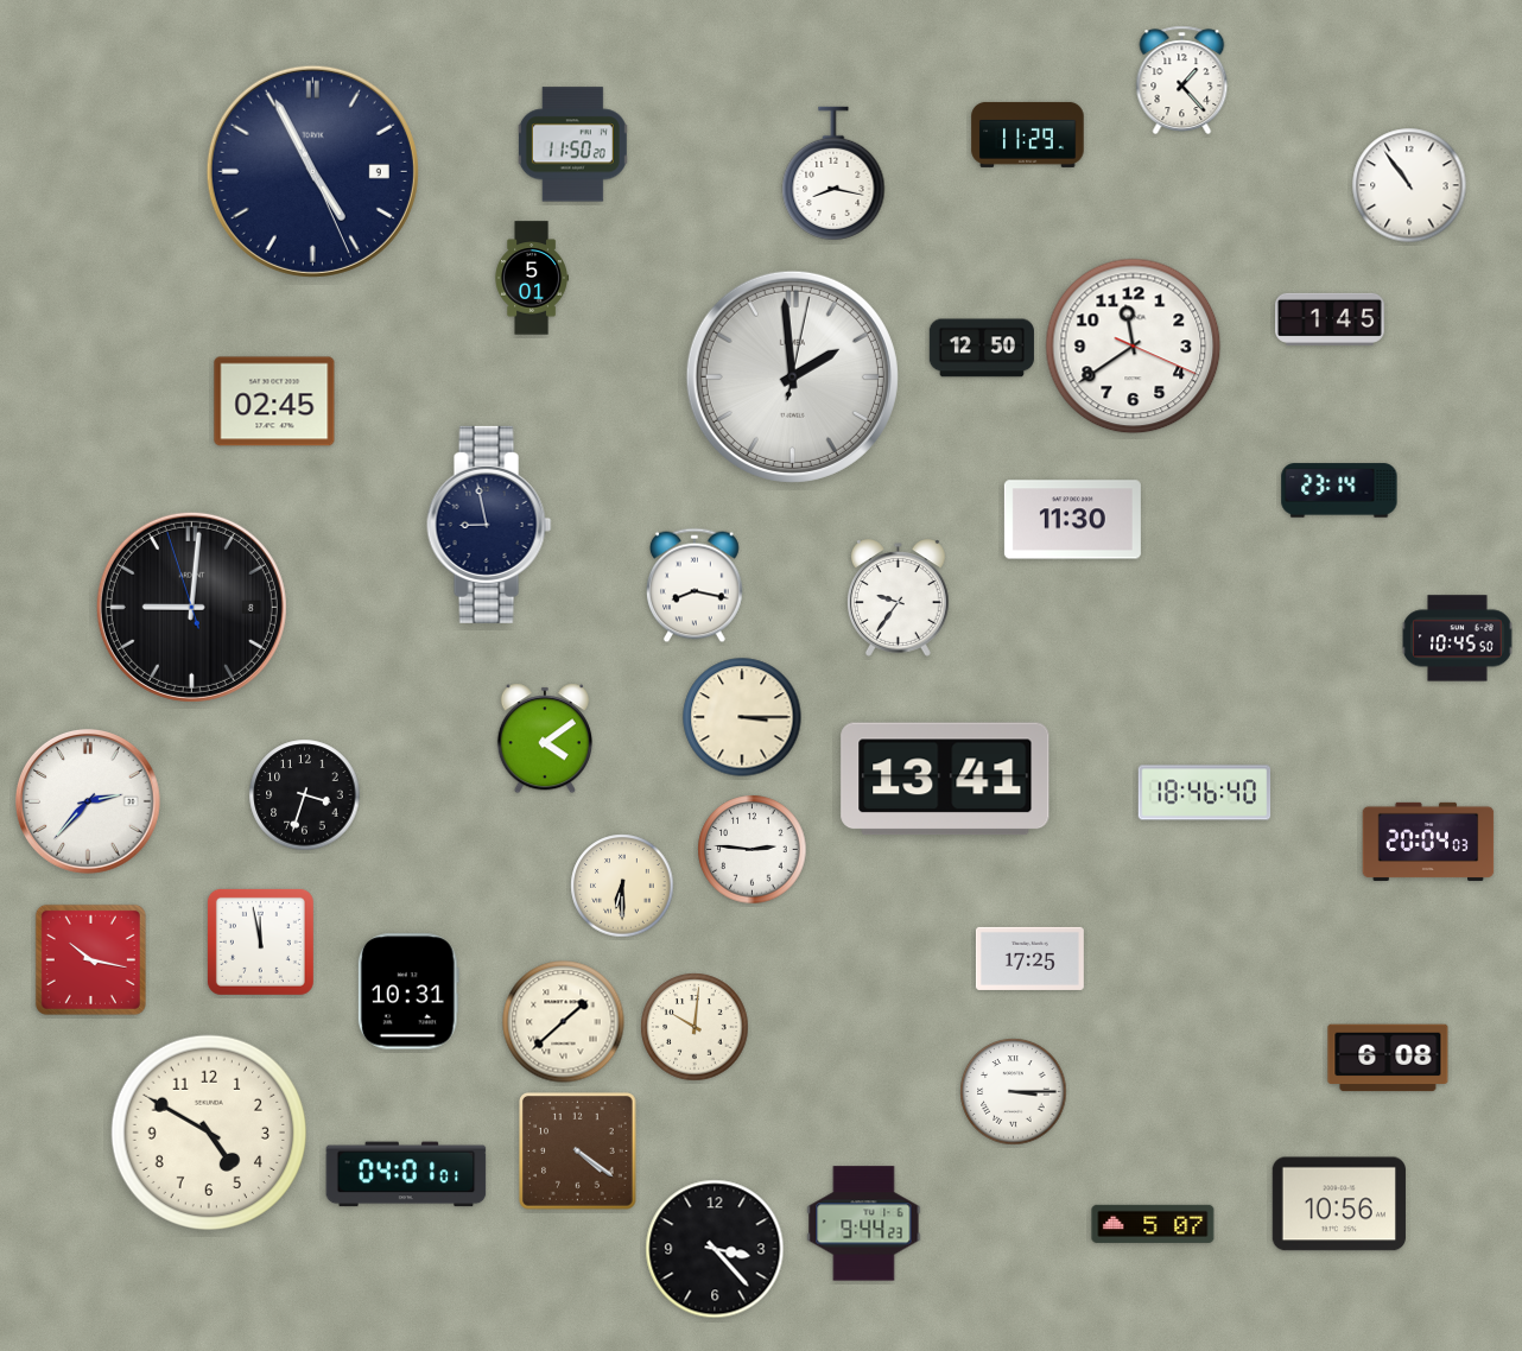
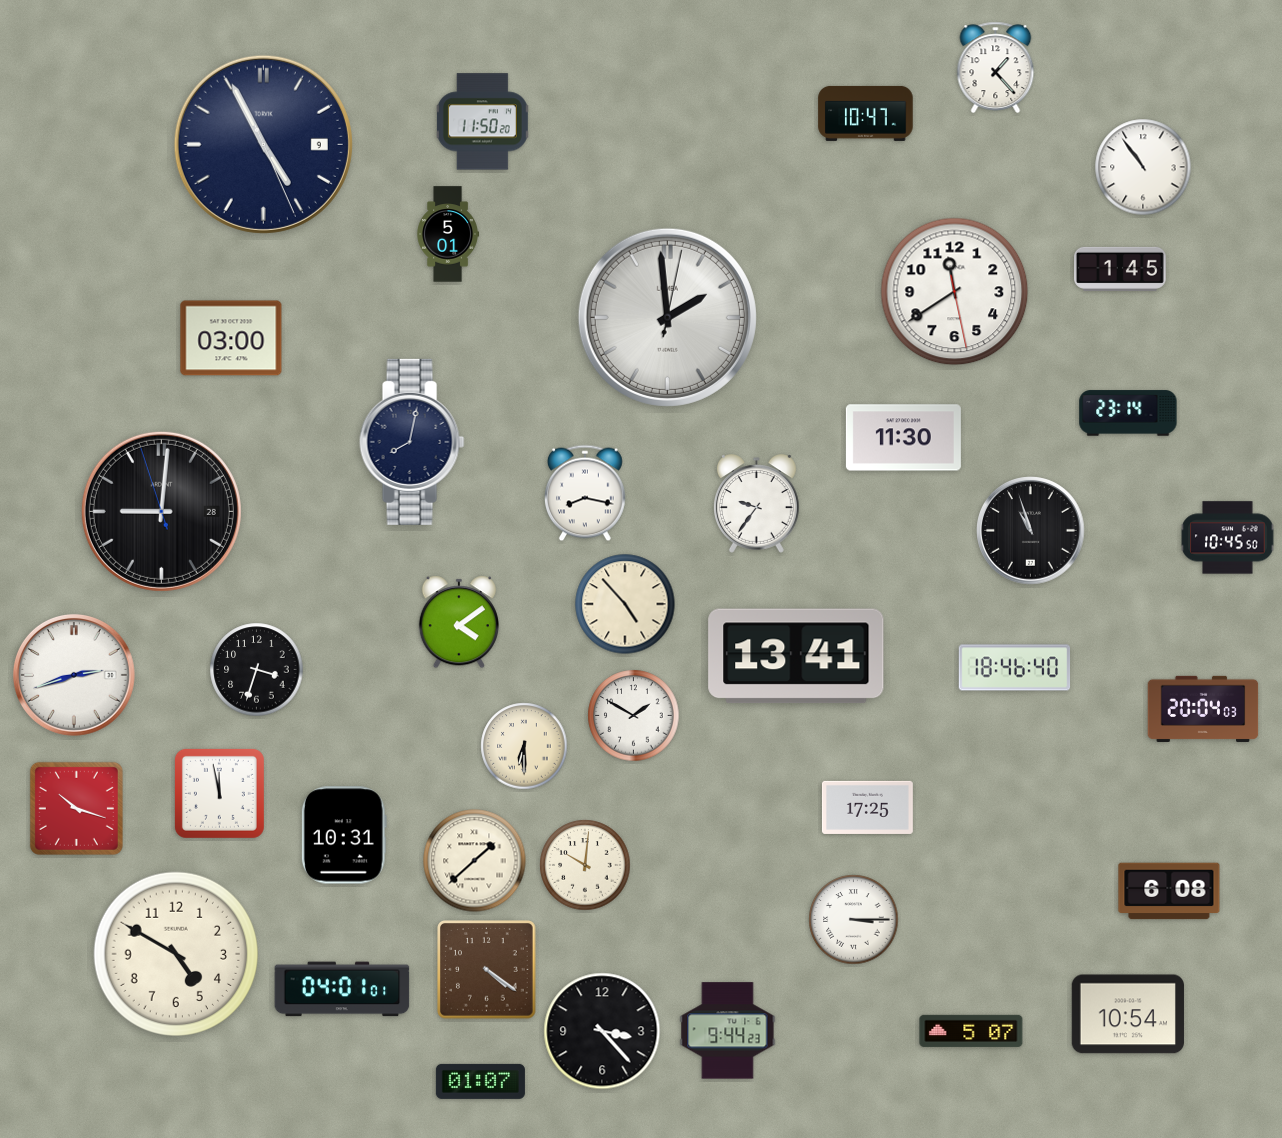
clock at (1028, 134): 11:29 -> 10:47
clock at (833, 173): 8:17 -> none
clock at (1409, 185) position: (1409, 185) -> (1143, 167)
clock at (1134, 347): 11:39:19 -> 11:39:28
clock at (982, 348): 12:50 -> none
clock at (274, 401): 02:45 -> 03:00
clock at (489, 525): 8:58 -> 8:02
clock at (191, 607) date: 8 -> 28
clock at (1031, 531): none -> 10:57
clock at (742, 717): 3:15 -> 4:53
clock at (88, 801): 2:37 -> 2:42
clock at (753, 850): 2:46 -> 1:50
clock at (90, 959): 10:17 -> 10:18
clock at (1339, 1204): 10:56 -> 10:54
clock at (715, 1249) position: (715, 1249) -> (602, 1031)
clock at (480, 1081): none -> 01:07
